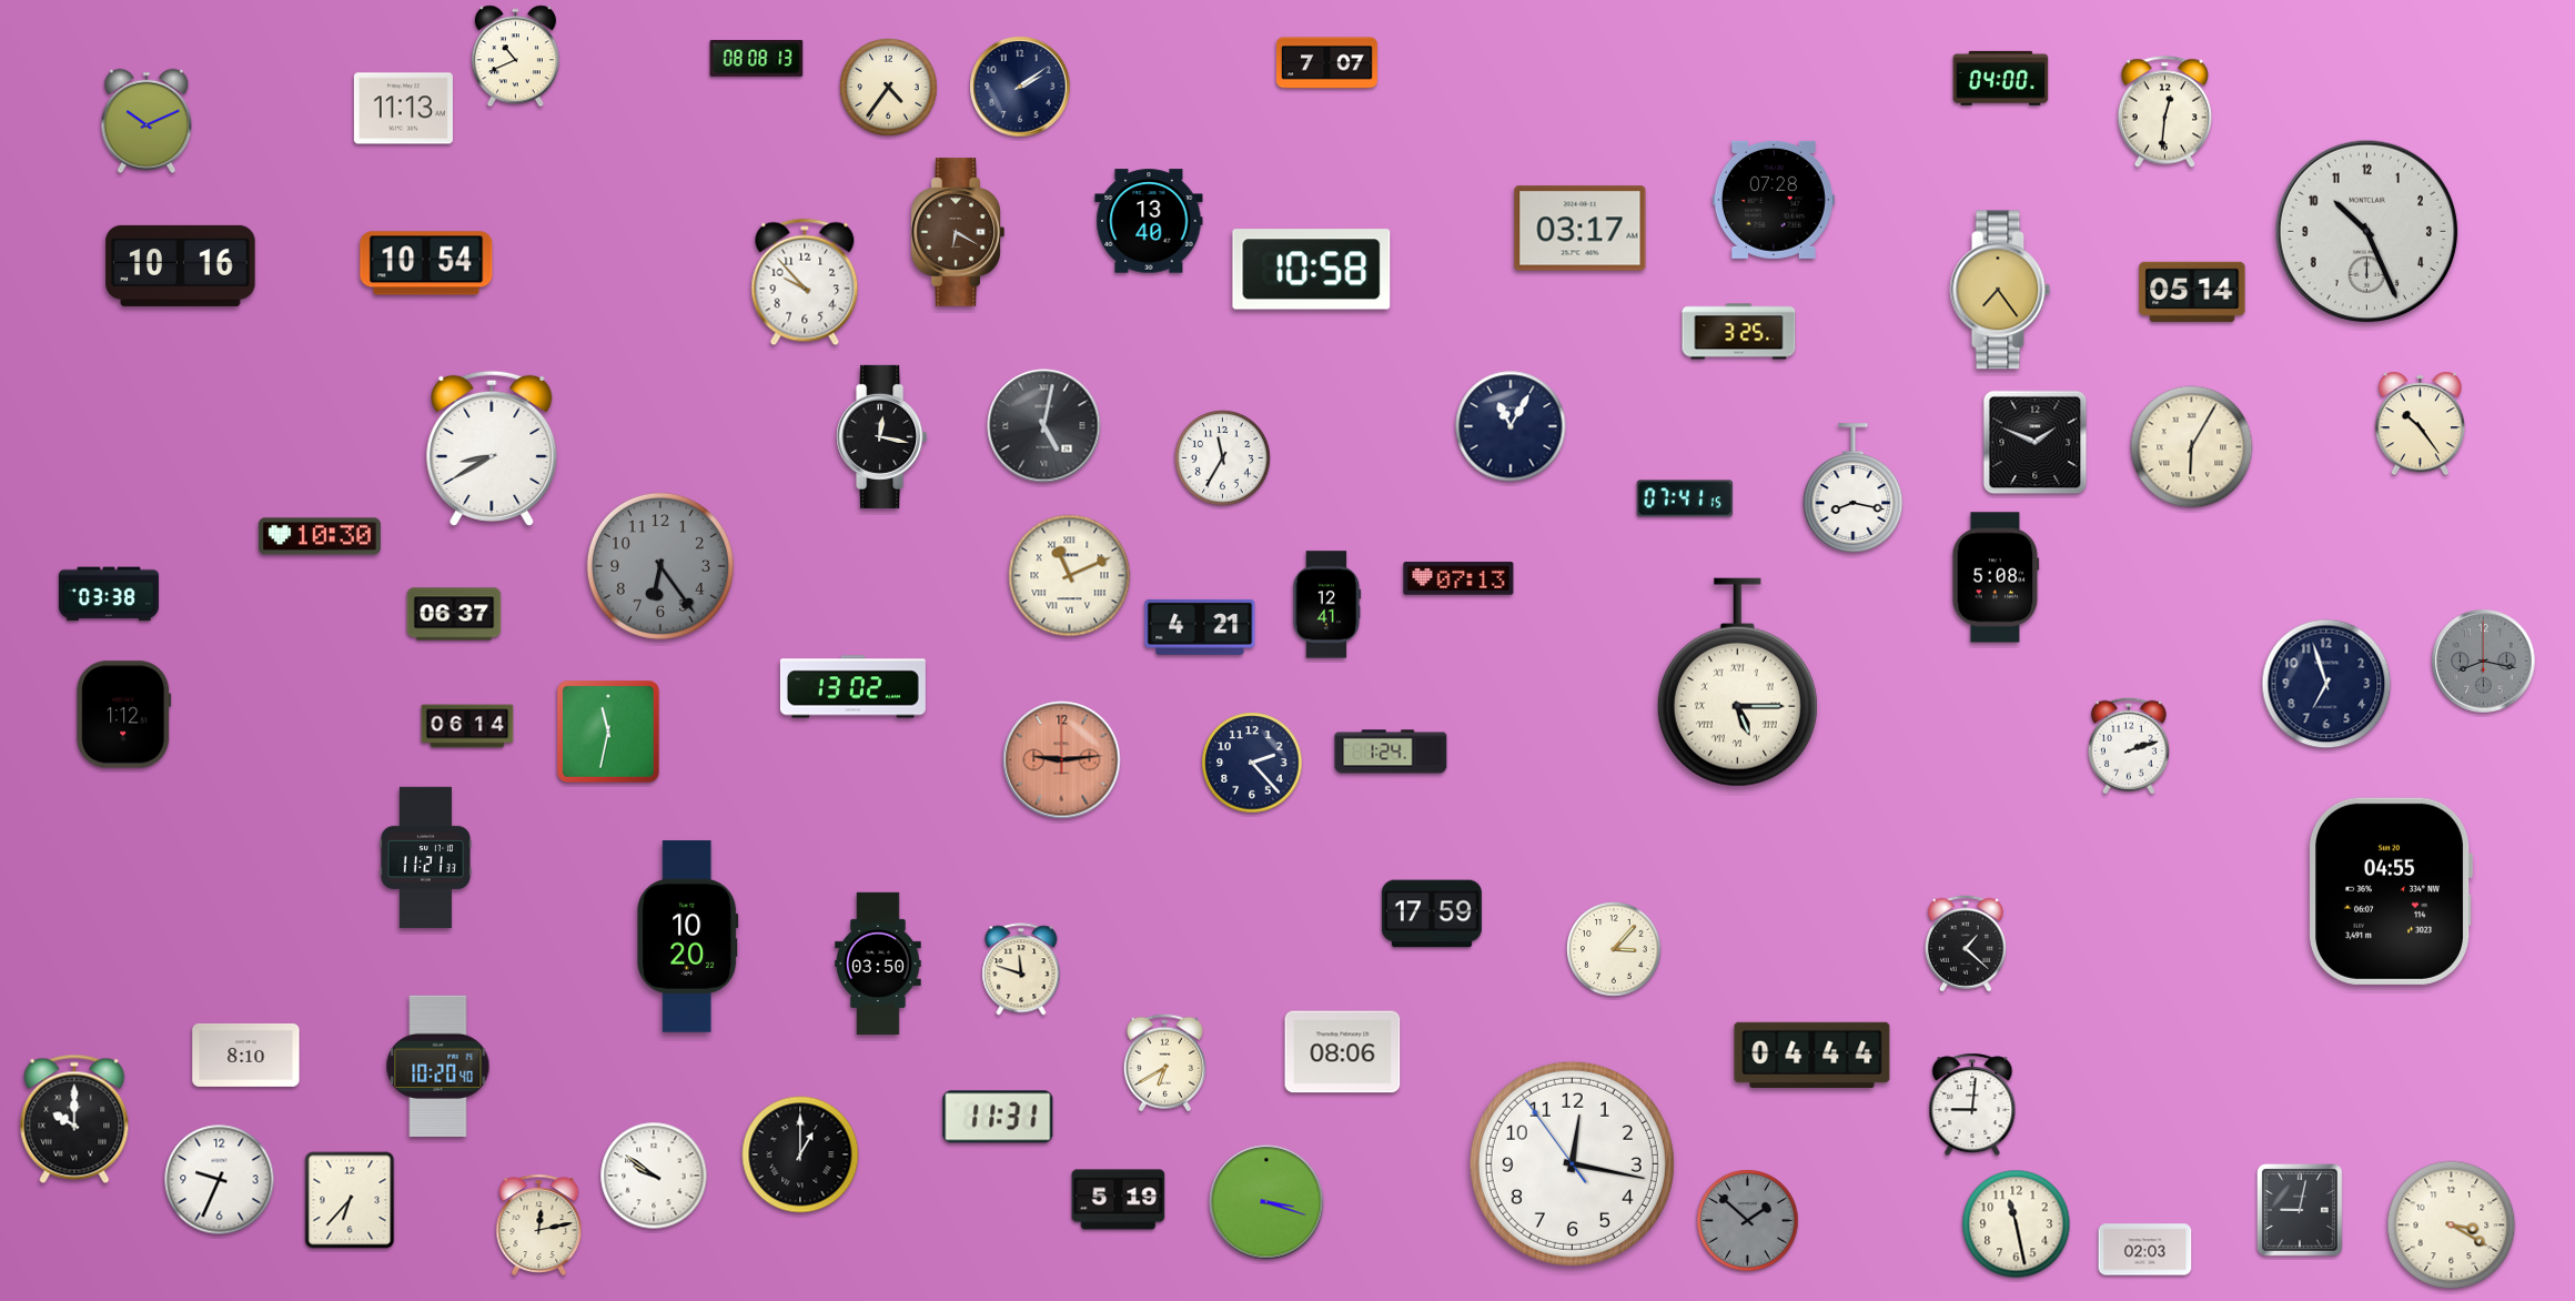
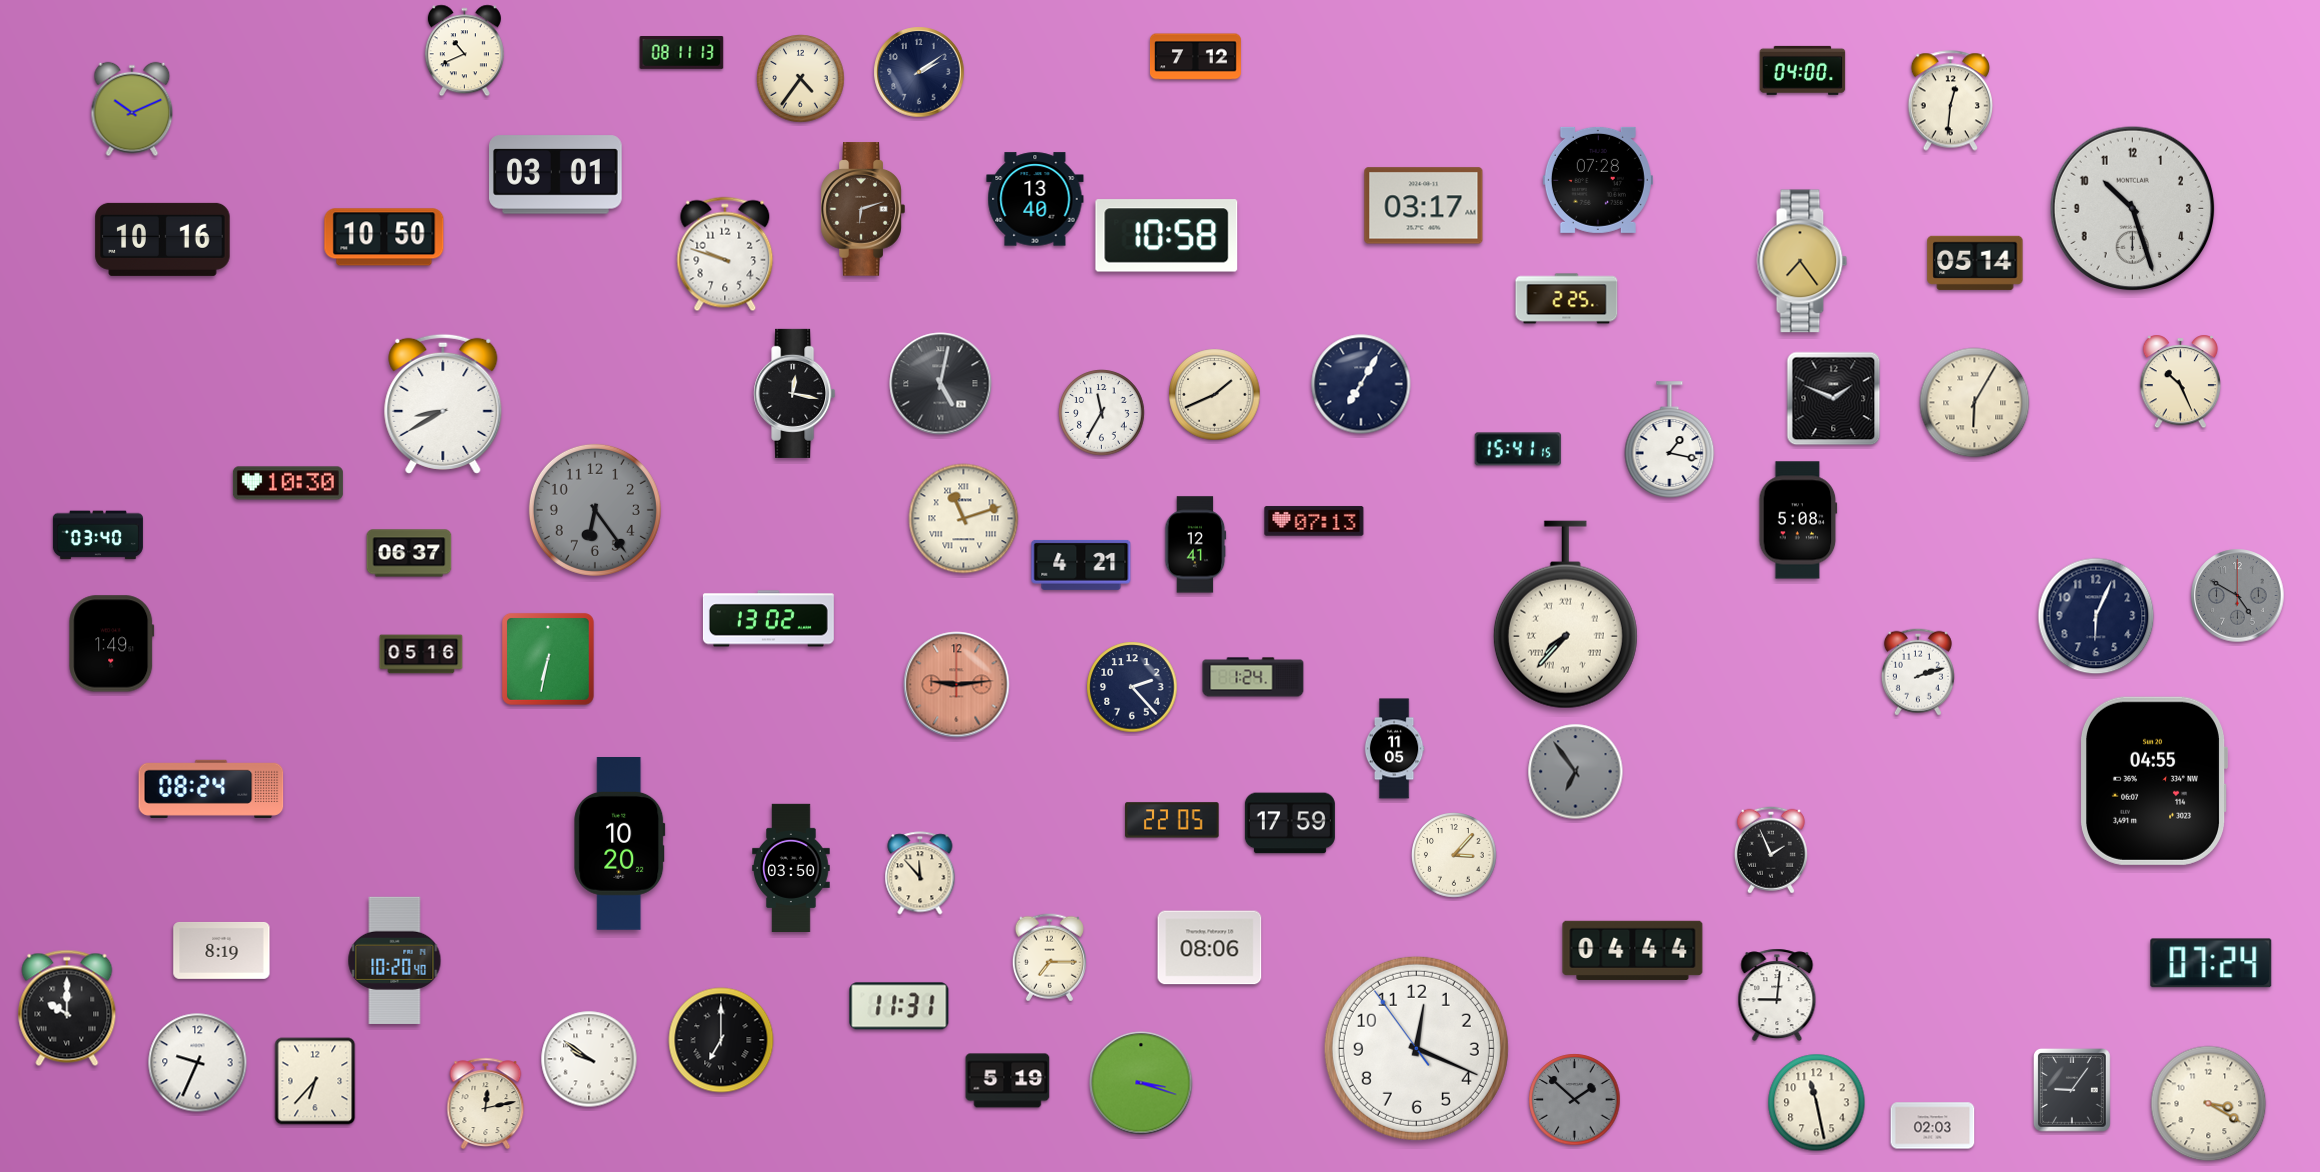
clock at (757, 59): 08:08 -> 08:11
clock at (1326, 63): 7:07 -> 7:12
clock at (1020, 87) position: (1020, 87) -> (919, 72)
clock at (403, 109): 11:13 -> none
clock at (556, 175): none -> 03:01
clock at (958, 232): 6:20 -> 6:12
clock at (2367, 232): 10:26 -> 10:27
clock at (426, 263): 10:54 -> 10:50
clock at (1312, 270) position: (1312, 270) -> (1167, 236)
clock at (805, 282): 9:53 -> 9:48
clock at (1739, 332): 3:25 -> 2:25
clock at (2421, 424): 10:24 -> 10:26
clock at (1511, 426): 11:05 -> 7:05
clock at (1215, 395): none -> 1:41
clock at (1854, 488): 8:17 -> 1:17
clock at (1685, 498): 07:41 -> 15:41
clock at (1070, 576): 11:11 -> 11:12
clock at (109, 594): 03:38 -> 03:40
clock at (2484, 662): 8:17 -> 4:50
clock at (1737, 683): 5:15 -> 7:37
clock at (2326, 684): 6:57 -> 6:04
clock at (124, 715): 1:12 -> 1:49
clock at (467, 726): 06:14 -> 05:16
clock at (608, 732): 11:32 -> 6:32
clock at (1252, 763) position: (1252, 763) -> (1132, 687)
clock at (1394, 749): none -> 11:05
clock at (1576, 772): none -> 6:54
clock at (425, 858): 11:21 -> none
clock at (211, 789): none -> 08:24
clock at (2390, 891) position: (2390, 891) -> (2153, 781)
clock at (1172, 820): none -> 22:05
clock at (1966, 944): 1:22 -> 1:56
clock at (1021, 969): 11:48 -> 11:53
clock at (246, 1055): 8:10 -> 8:19
clock at (1164, 1063): 6:40 -> 7:15
clock at (2211, 963): none -> 07:24
clock at (800, 1154): 1:00 -> 7:00
clock at (1572, 1163): 12:16 -> 12:18
clock at (2300, 1210): 9:02 -> 9:06
